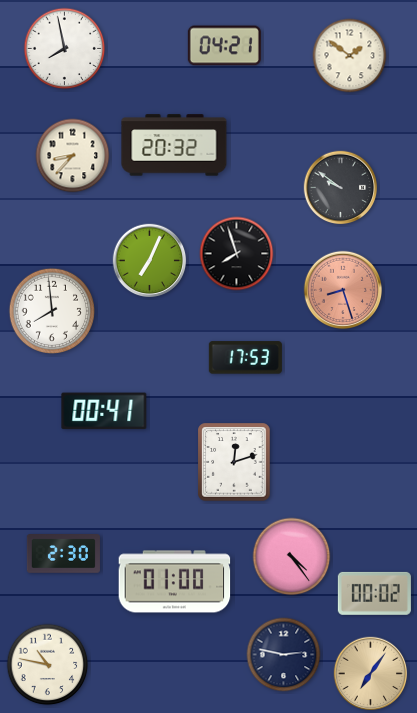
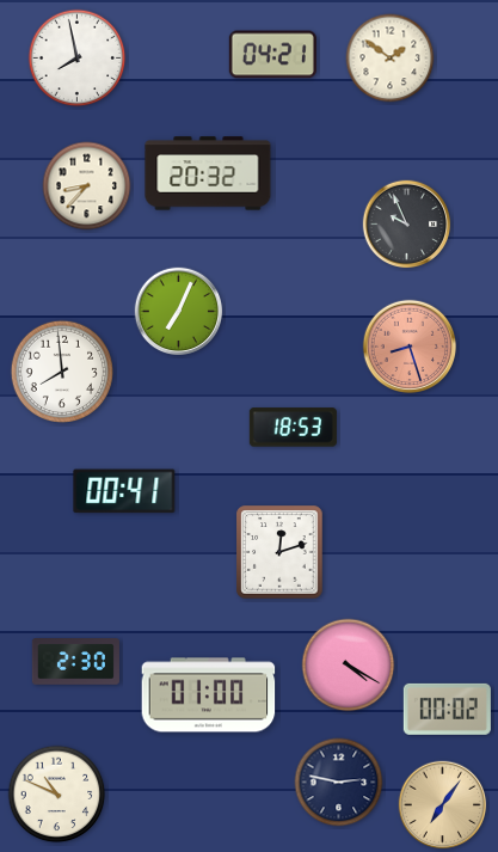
clock at (224, 46) position: (224, 46) -> (272, 55)
clock at (350, 56) position: (350, 56) -> (391, 59)
clock at (341, 188): 9:51 -> 9:56
clock at (237, 254): 7:57 -> none
clock at (245, 358): 17:53 -> 18:53
clock at (292, 557): 4:24 -> 4:20
clock at (48, 665): 10:47 -> 10:49
